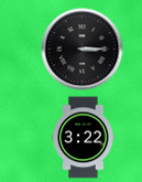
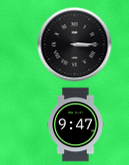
clock at (84, 138): 3:22 -> 9:47
